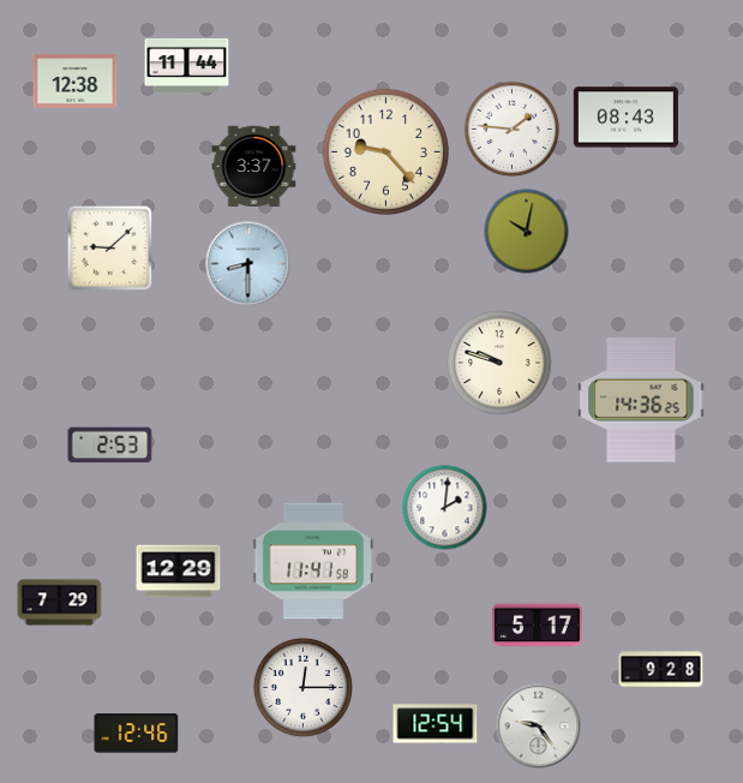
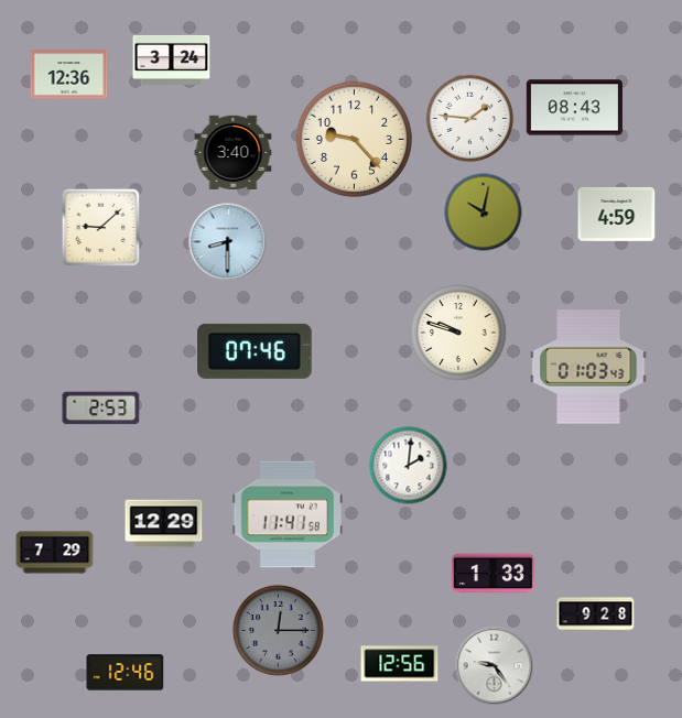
clock at (187, 65): 11:44 -> 3:24
clock at (76, 82): 12:38 -> 12:36
clock at (254, 167): 3:37 -> 3:40
clock at (617, 214): none -> 4:59
clock at (256, 351): none -> 07:46
clock at (641, 400): 14:36 -> 01:03
clock at (537, 626): 5:17 -> 1:33
clock at (661, 670) position: (661, 670) -> (596, 614)
clock at (302, 687) dial: white -> grey
clock at (436, 724): 12:54 -> 12:56
